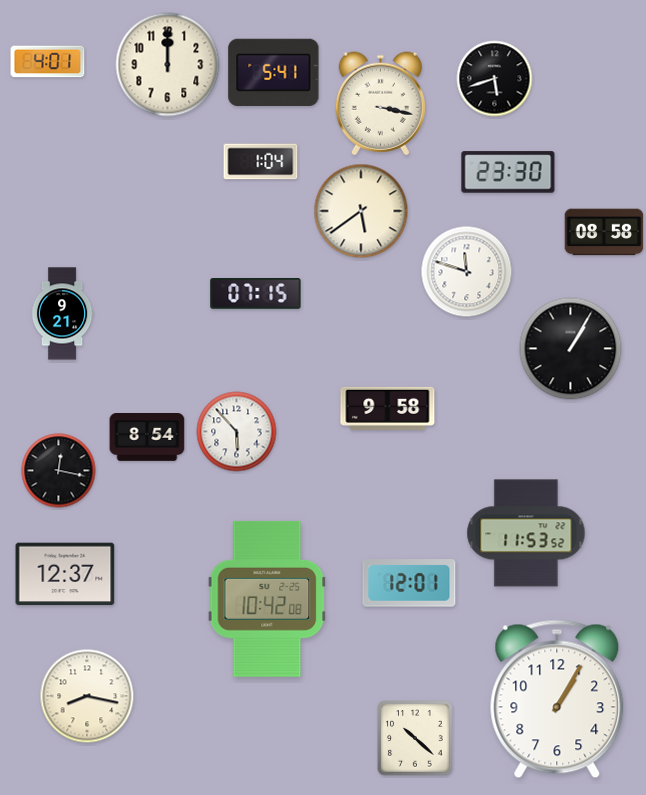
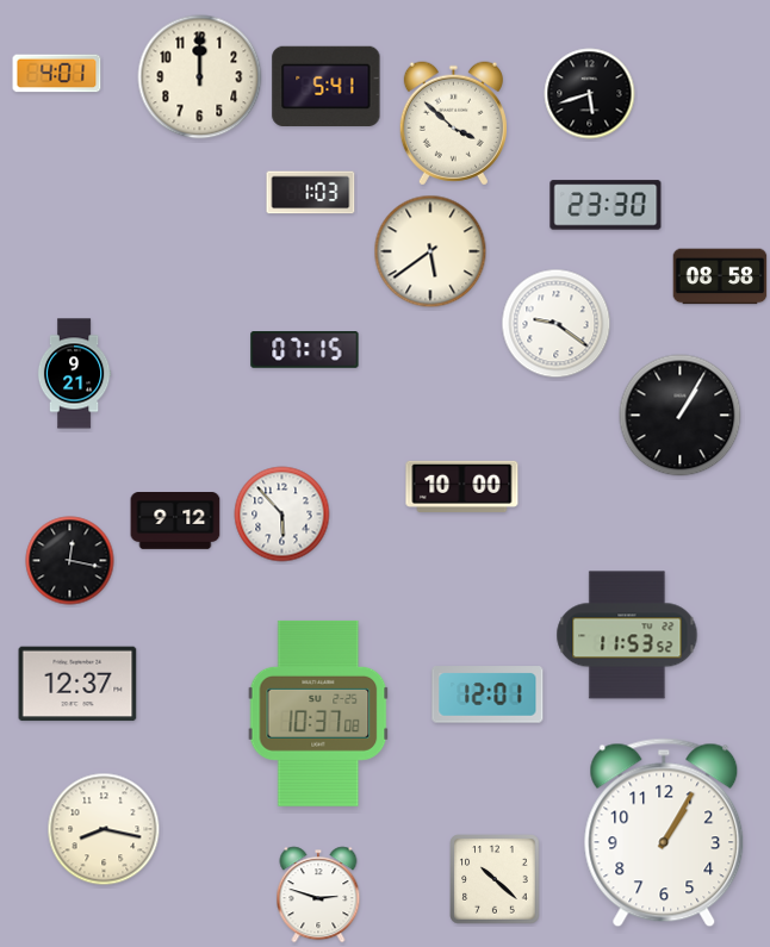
clock at (380, 104): 3:17 -> 3:52
clock at (261, 162): 1:04 -> 1:03
clock at (467, 272): 11:48 -> 9:21
clock at (388, 408): 9:58 -> 10:00
clock at (147, 438): 8:54 -> 9:12
clock at (267, 599): 10:42 -> 10:37
clock at (318, 895): none -> 2:48
